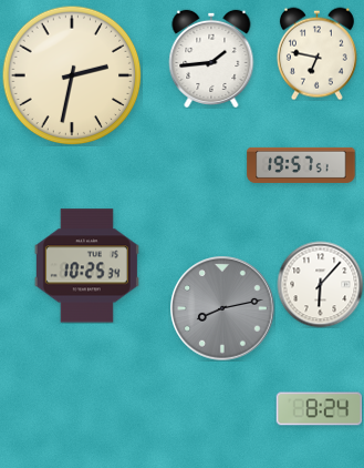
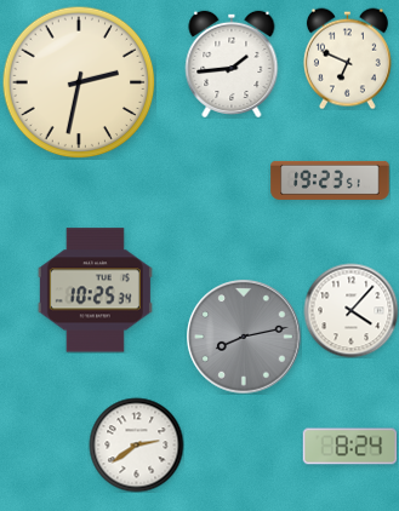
clock at (316, 53): 6:47 -> 6:49
clock at (301, 165): 19:57 -> 19:23
clock at (320, 284): 6:07 -> 4:07
clock at (136, 444): none -> 2:39
